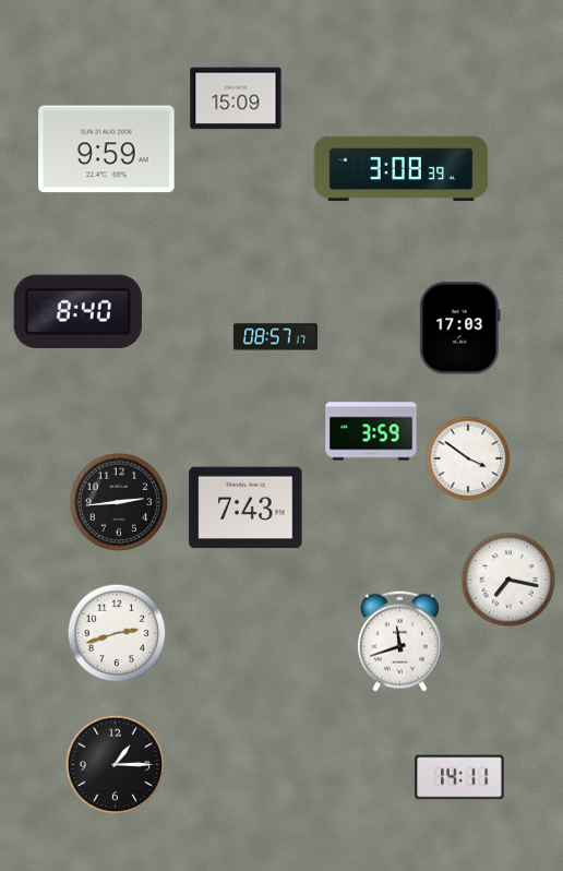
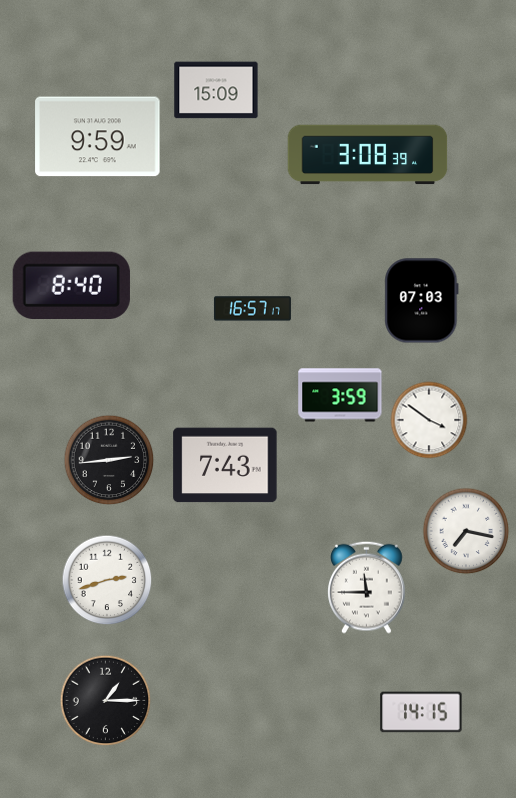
clock at (460, 329): 17:03 -> 07:03
clock at (275, 337): 08:57 -> 16:57
clock at (400, 641): 11:42 -> 11:45
clock at (459, 777): 14:11 -> 14:15
